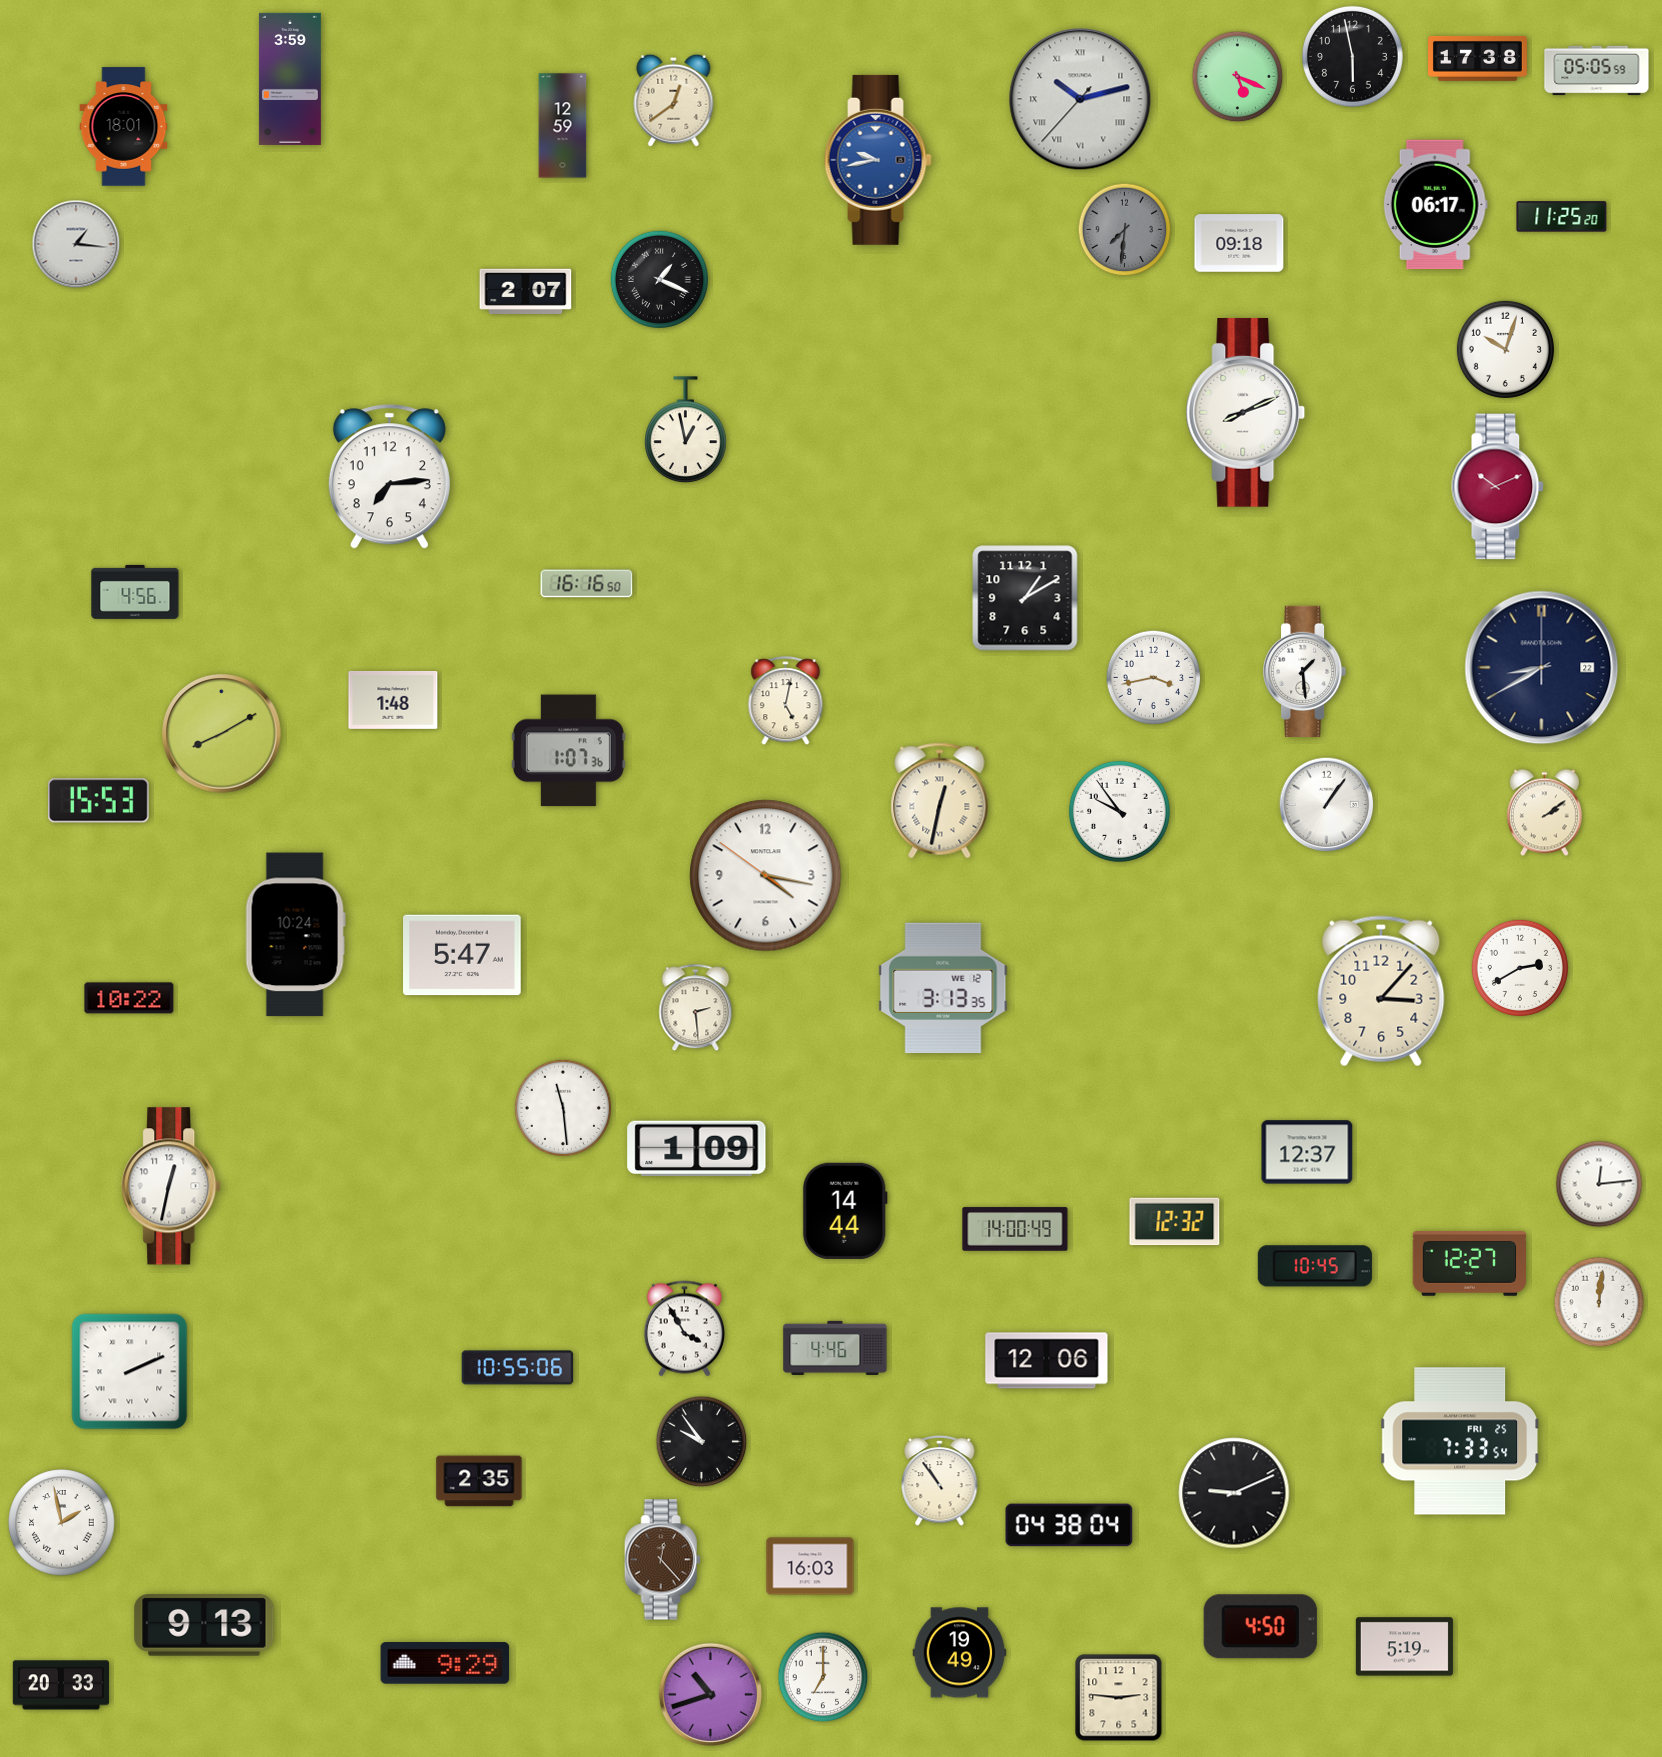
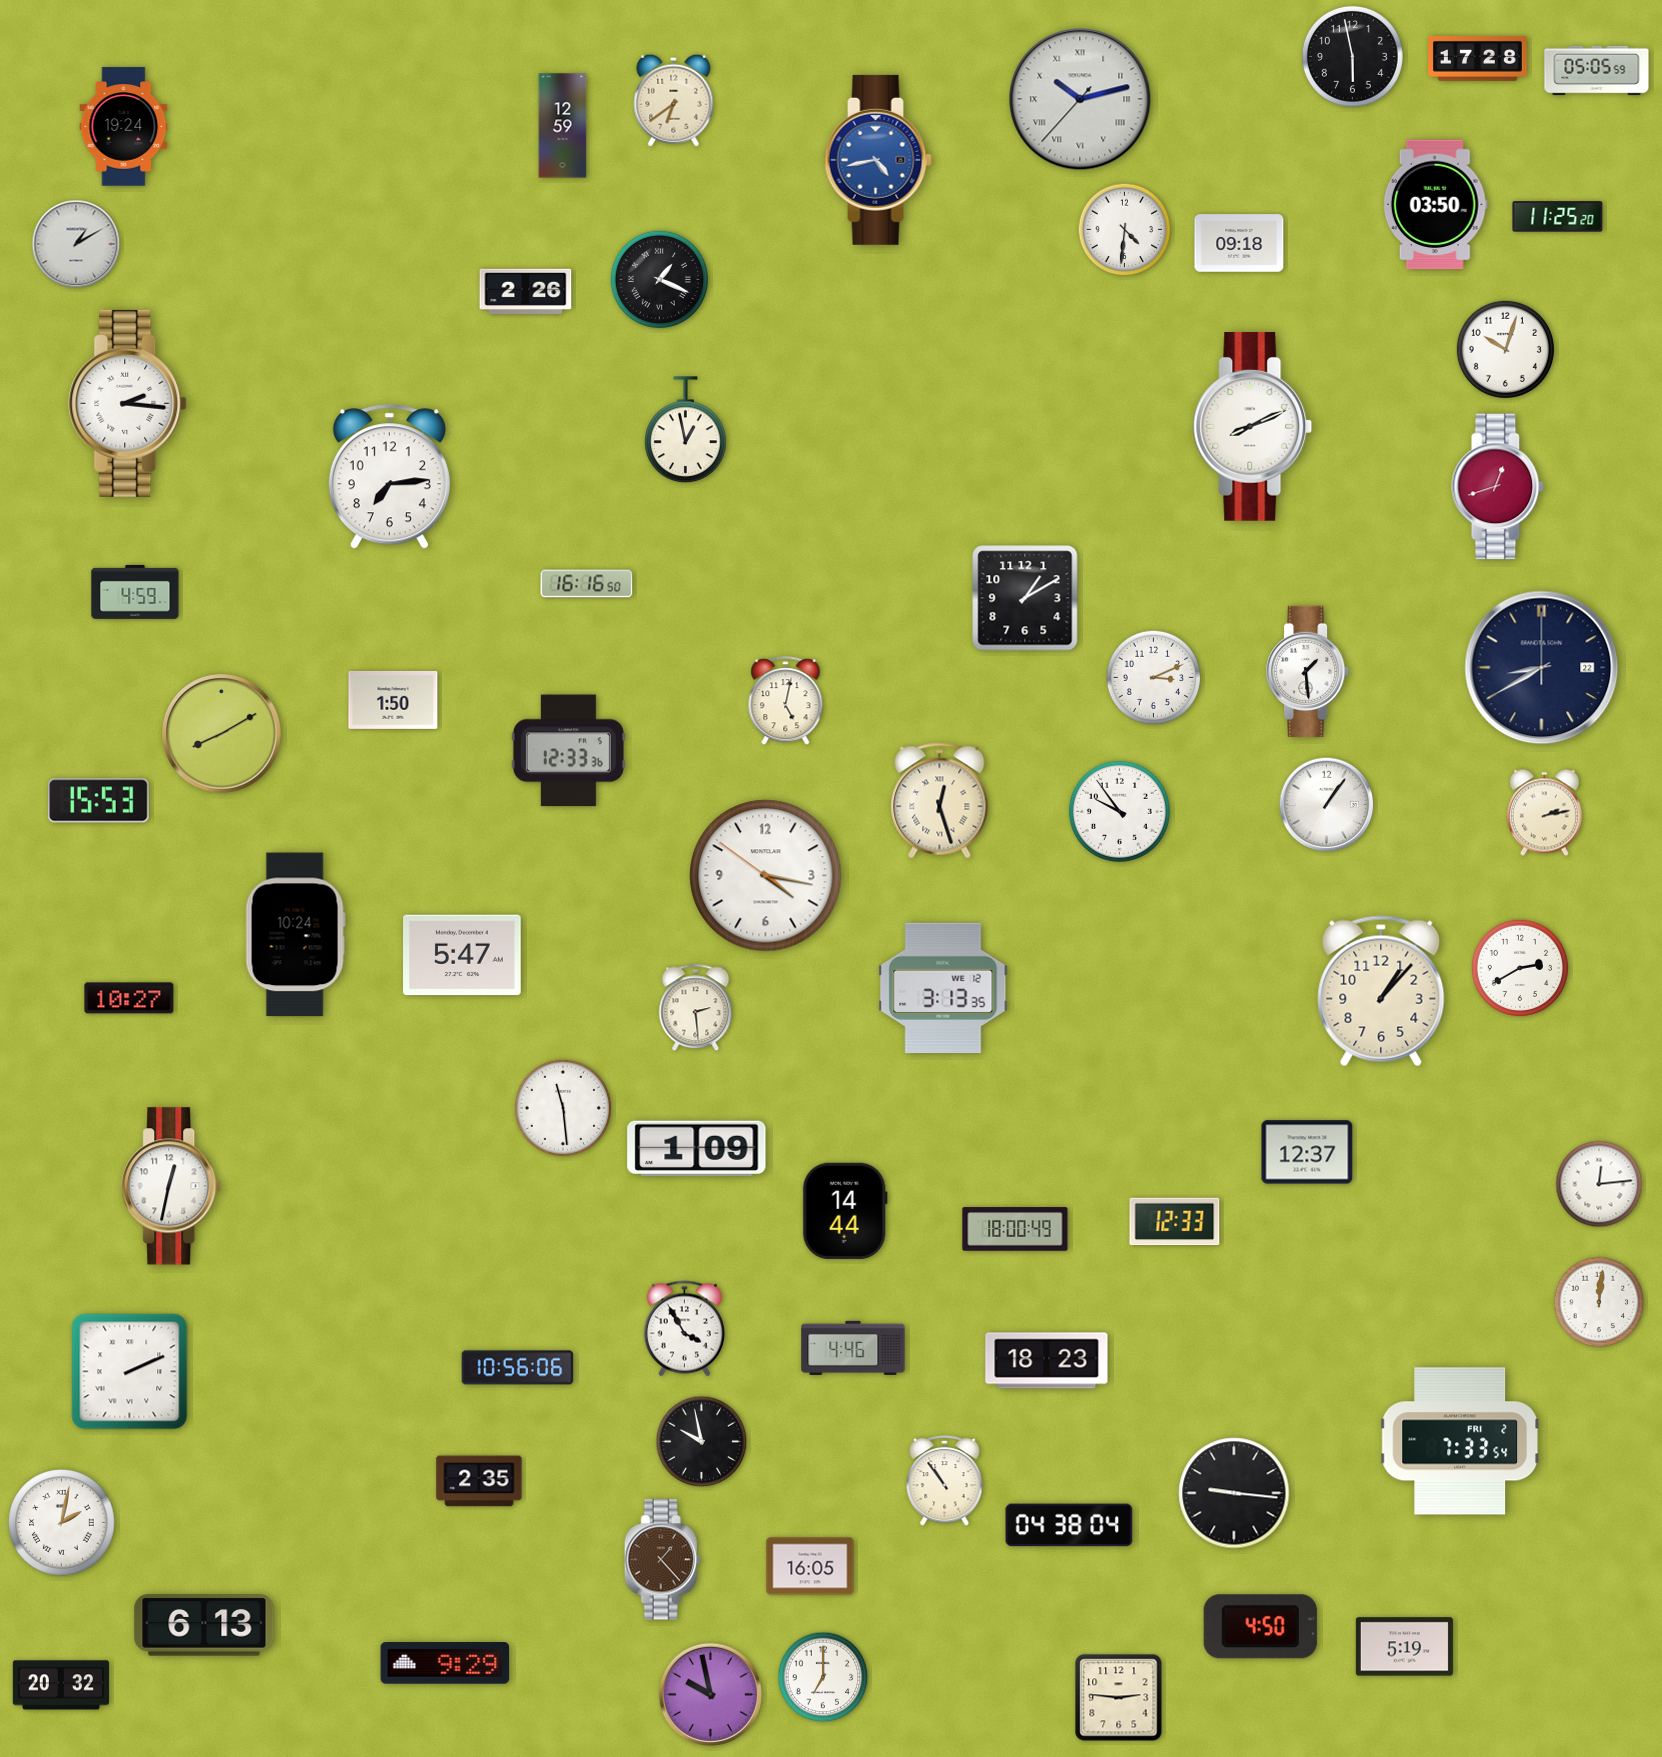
clock at (1478, 58): 17:38 -> 17:28
clock at (1238, 77): 5:19 -> none
clock at (290, 79): 3:59 -> none
clock at (674, 100): 12:39 -> 6:39
clock at (124, 127): 18:01 -> 19:24
clock at (878, 160): 9:43 -> 4:43
clock at (1435, 205): 06:17 -> 03:50
clock at (1562, 217) position: (1562, 217) -> (1558, 217)
clock at (1125, 230): 7:31 -> 4:31
clock at (1125, 230) dial: grey -> white
clock at (76, 244): 1:16 -> 1:10
clock at (526, 291): 2:07 -> 2:26
clock at (128, 403): none -> 2:16
clock at (1246, 412) position: (1246, 412) -> (1253, 426)
clock at (1498, 487): 10:11 -> 12:42
clock at (135, 592): 4:56 -> 4:59
clock at (1305, 671) position: (1305, 671) -> (1308, 671)
clock at (1154, 678): 3:43 -> 3:11
clock at (393, 700): 1:48 -> 1:50
clock at (568, 751): 1:07 -> 12:33
clock at (940, 801): 12:32 -> 12:27
clock at (1544, 813): 2:09 -> 2:13
clock at (1381, 991): 3:07 -> 1:07
clock at (129, 998): 10:22 -> 10:27
clock at (1175, 1222): 12:32 -> 12:33
clock at (1015, 1229): 14:00 -> 18:00
clock at (1469, 1264): 12:27 -> none
clock at (1315, 1266): 10:45 -> none
clock at (835, 1348) position: (835, 1348) -> (853, 1348)
clock at (1047, 1361): 12:06 -> 18:23
clock at (518, 1368): 10:55 -> 10:56
clock at (1461, 1441) date: FRI 25 -> FRI 2
clock at (702, 1442): 9:54 -> 9:58
clock at (940, 1480) position: (940, 1480) -> (945, 1480)
clock at (1234, 1493): 9:11 -> 9:16
clock at (62, 1523): 1:58 -> 2:02
clock at (662, 1560): 12:23 -> 1:23
clock at (810, 1566): 16:03 -> 16:05
clock at (204, 1625): 9:13 -> 6:13
clock at (960, 1653): 19:49 -> none
clock at (61, 1685): 20:33 -> 20:32
clock at (710, 1694): 10:42 -> 9:58
